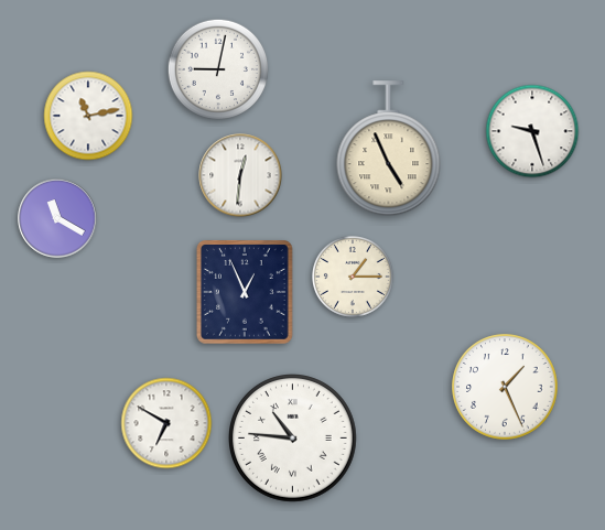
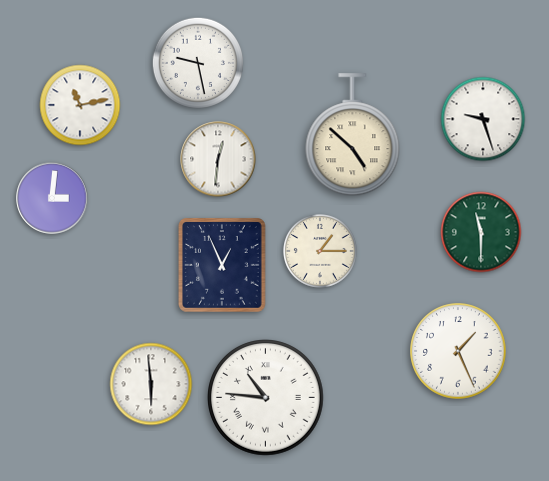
clock at (217, 68): 9:02 -> 9:28
clock at (389, 149): 4:56 -> 4:52
clock at (57, 218): 11:20 -> 3:01
clock at (481, 232): none -> 11:30
clock at (166, 423): 6:50 -> 5:59
